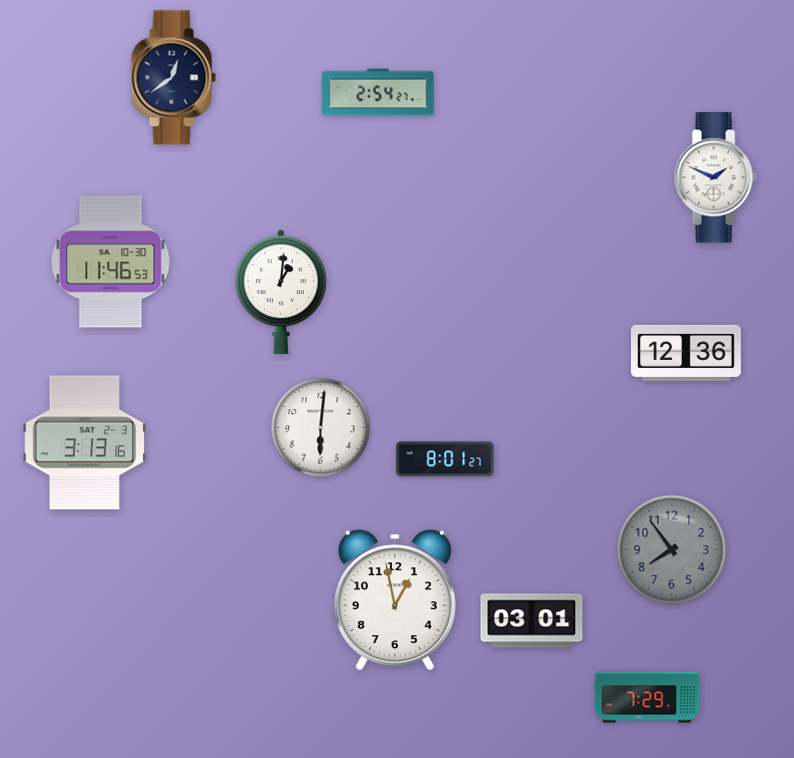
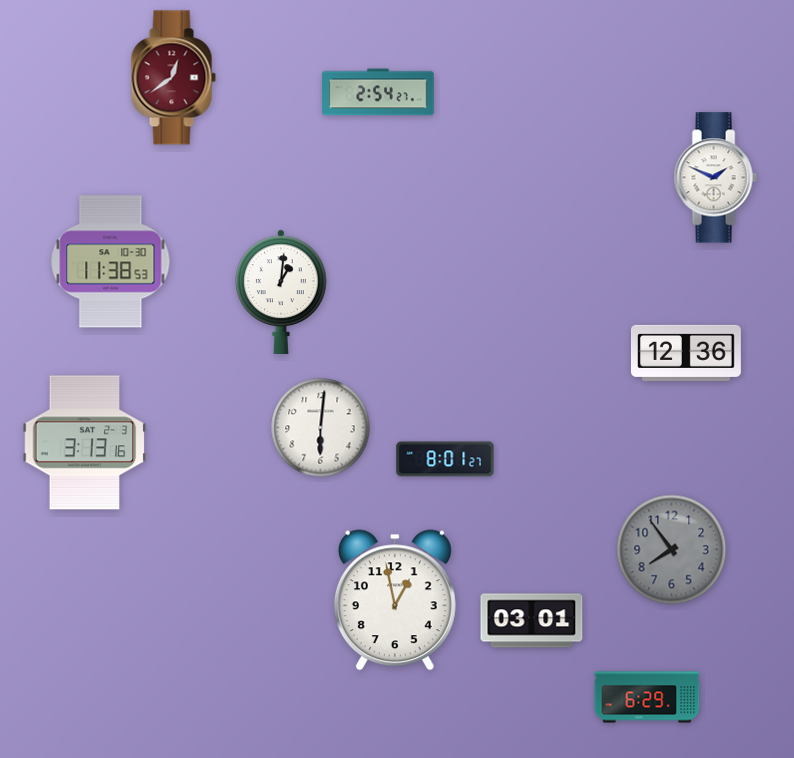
clock at (173, 78) dial: navy -> burgundy
clock at (111, 262): 11:46 -> 11:38
clock at (647, 697): 7:29 -> 6:29
